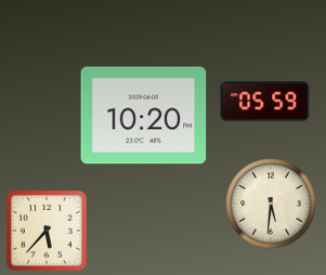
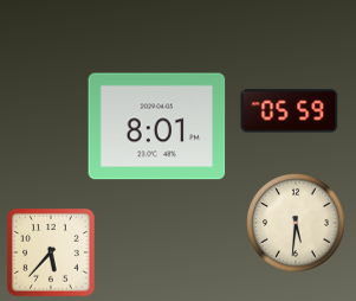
clock at (144, 116): 10:20 -> 8:01
